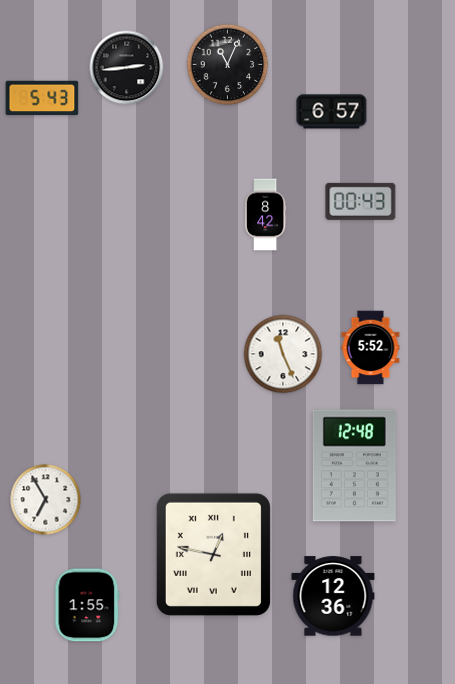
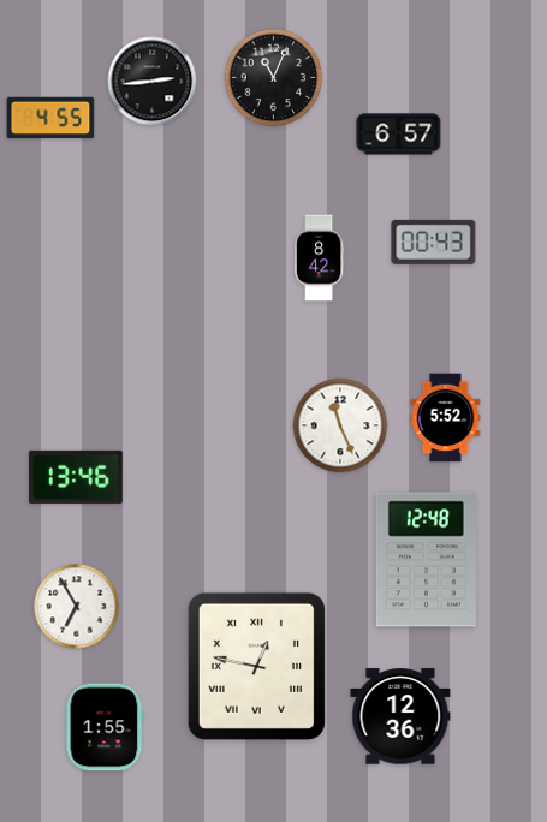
clock at (42, 98): 5:43 -> 4:55
clock at (76, 477): none -> 13:46
clock at (46, 500) position: (46, 500) -> (77, 607)
